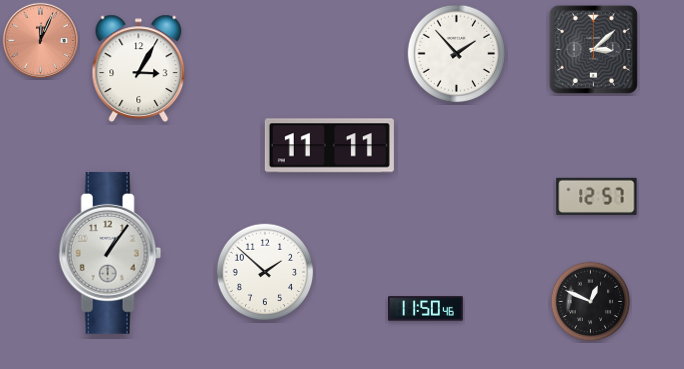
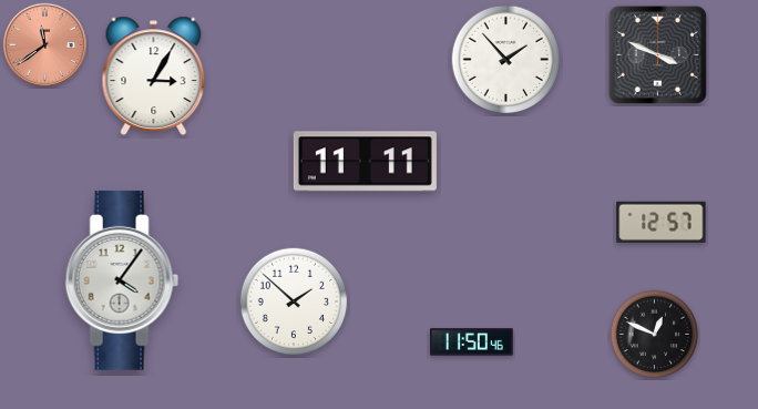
clock at (40, 40): 12:04 -> 11:39
clock at (593, 49): 3:08 -> 3:49
clock at (597, 196) position: (597, 196) -> (662, 222)
clock at (110, 253): 1:06 -> 4:06
